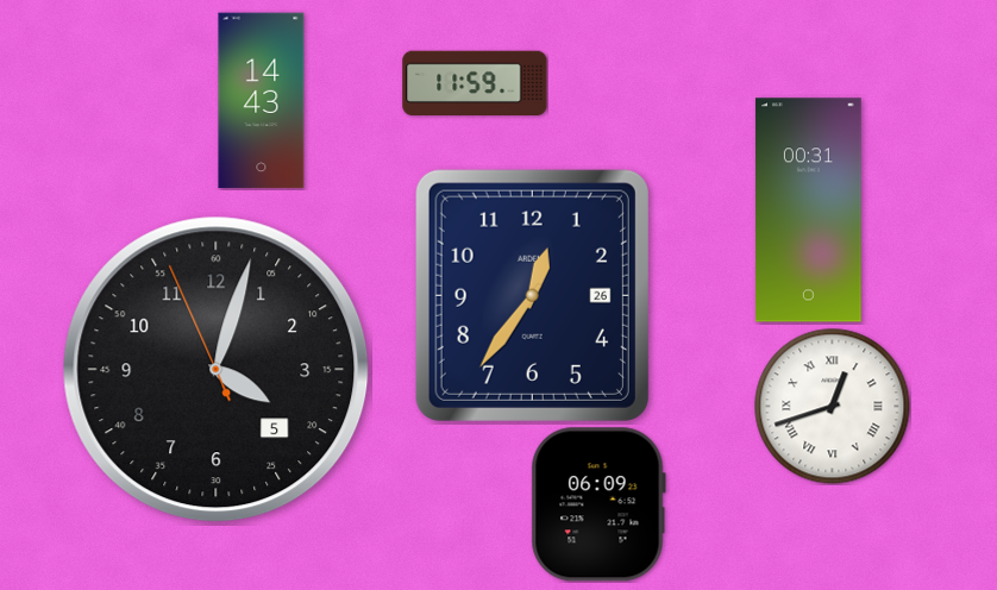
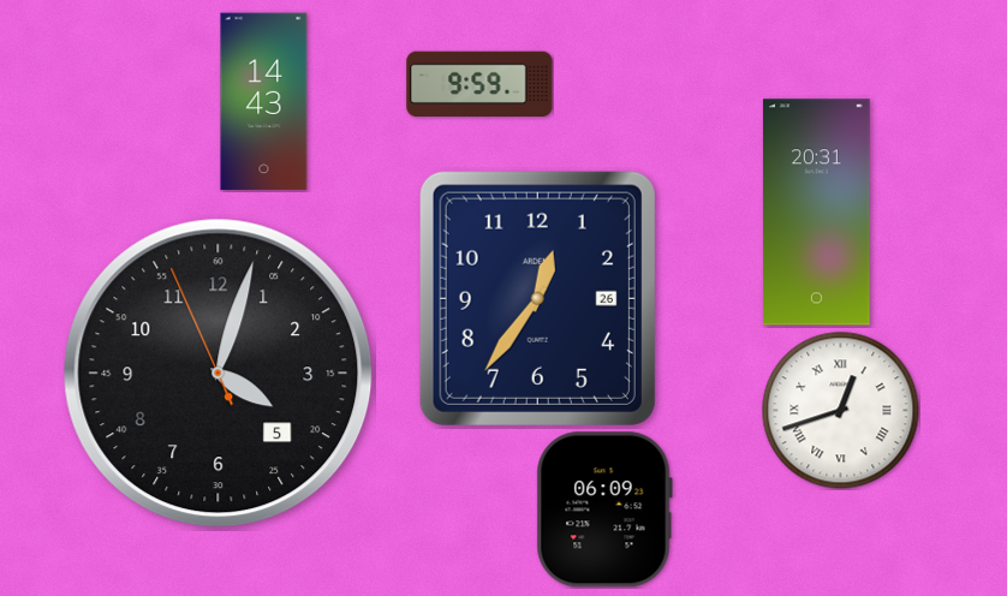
clock at (475, 83): 11:59 -> 9:59
clock at (808, 211): 00:31 -> 20:31
